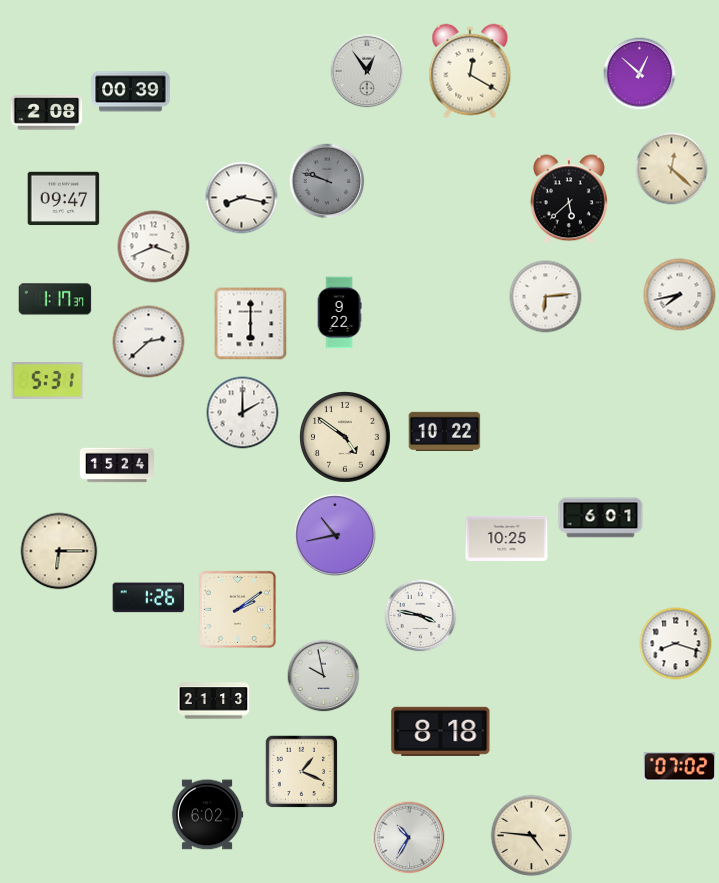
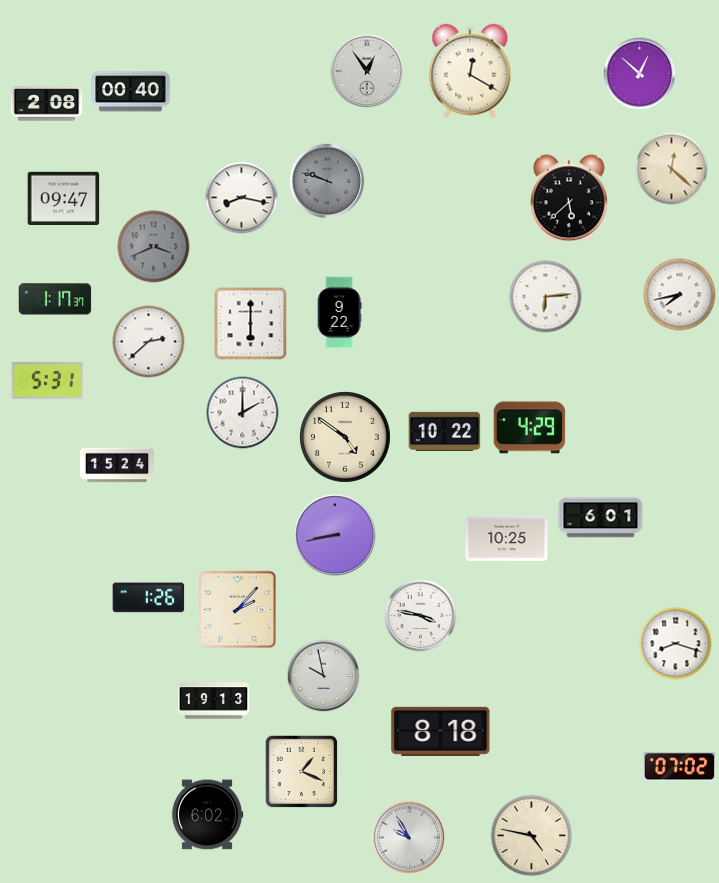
clock at (131, 92): 00:39 -> 00:40
clock at (47, 113) position: (47, 113) -> (47, 104)
clock at (154, 247) dial: white -> grey
clock at (530, 428): none -> 4:29
clock at (335, 535): 10:43 -> 8:43
clock at (59, 551): 6:15 -> none
clock at (237, 609): 2:09 -> 2:07
clock at (214, 701): 21:13 -> 19:13
clock at (532, 836): 4:46 -> 4:47
clock at (409, 838): 10:35 -> 9:55
